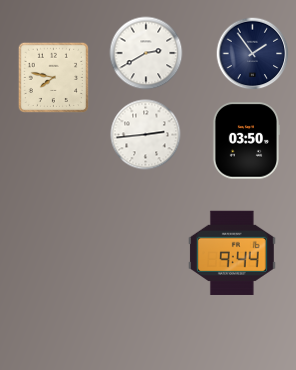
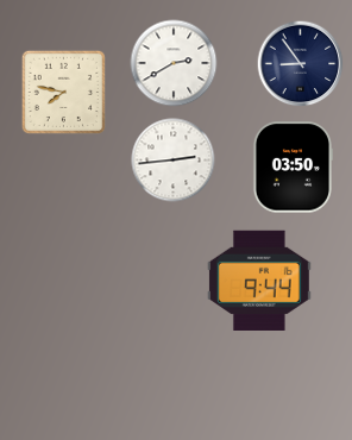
clock at (253, 54): 1:54 -> 8:54
clock at (232, 253) position: (232, 253) -> (259, 281)
